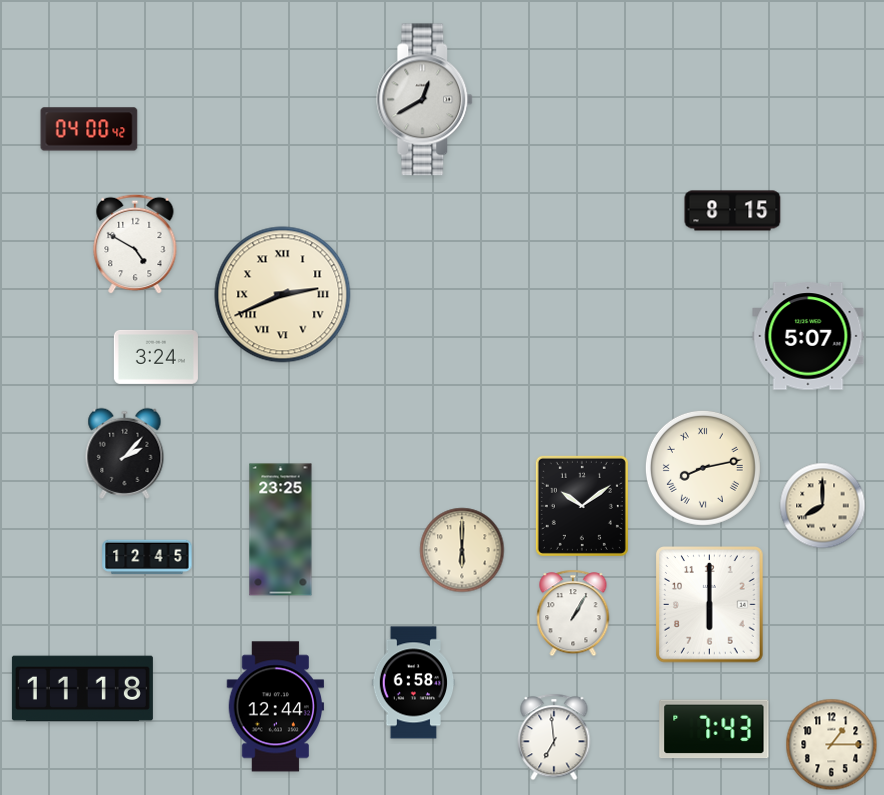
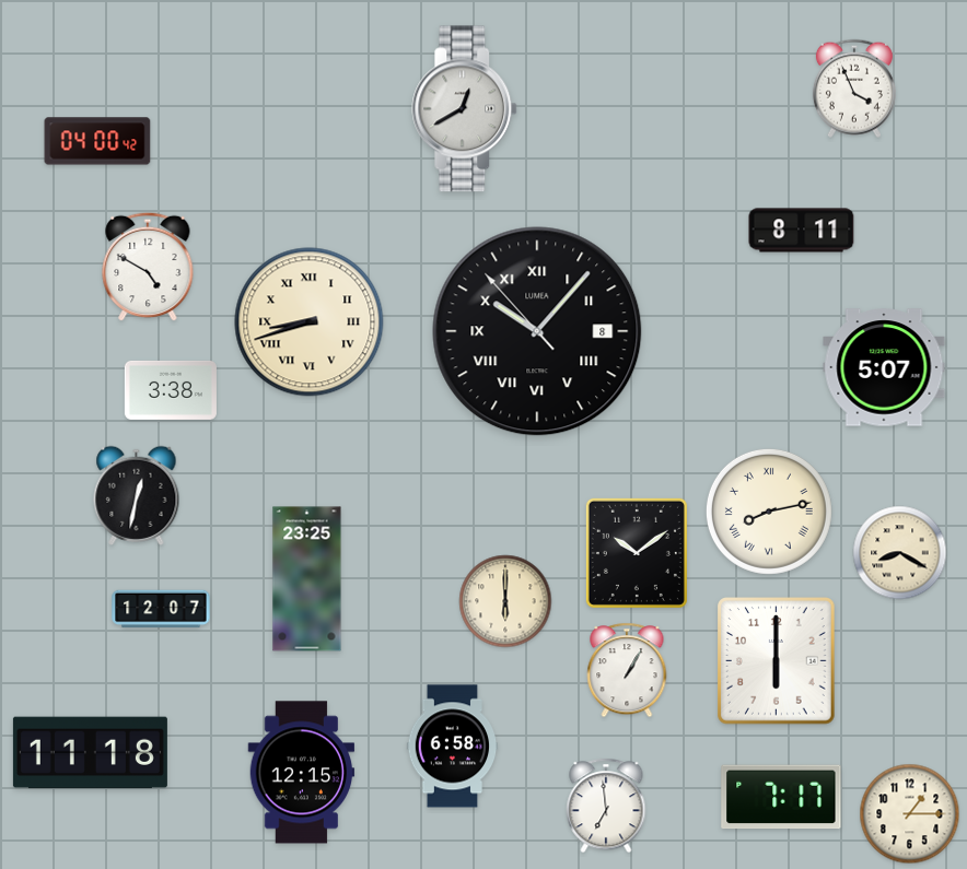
clock at (854, 89): none -> 3:56
clock at (733, 211): 8:15 -> 8:11
clock at (283, 295): 2:41 -> 8:42
clock at (537, 331): none -> 10:06
clock at (156, 357): 3:24 -> 3:38
clock at (125, 453): 2:07 -> 12:32
clock at (823, 506): 8:00 -> 8:20
clock at (147, 557): 12:45 -> 12:07
clock at (276, 707): 12:44 -> 12:15
clock at (714, 729): 7:43 -> 7:17
